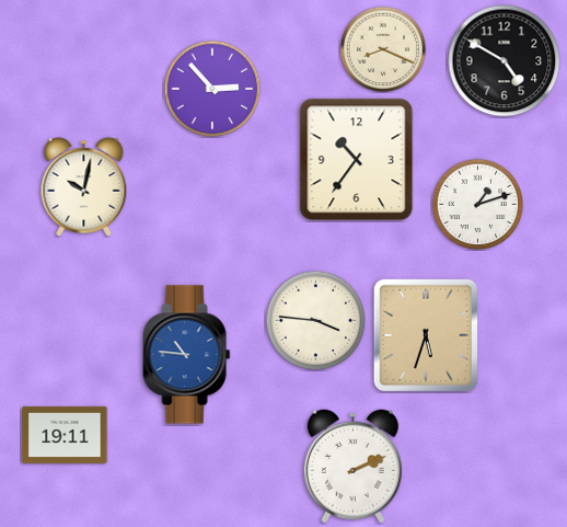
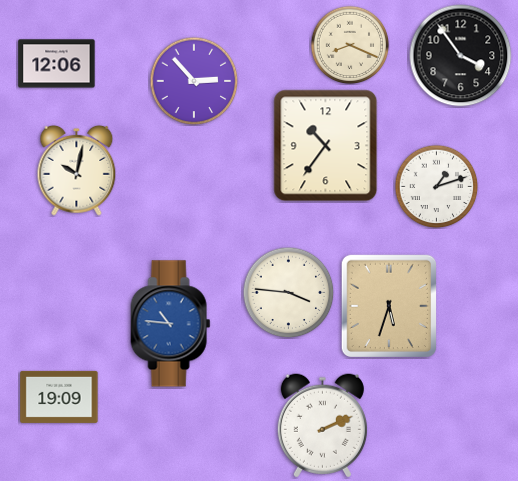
clock at (505, 61): 4:50 -> 3:54
clock at (57, 64): none -> 12:06
clock at (65, 435): 19:11 -> 19:09
